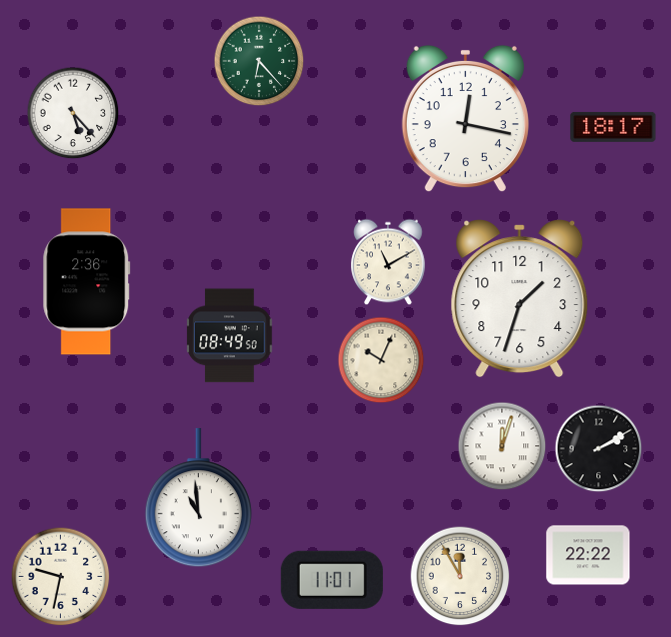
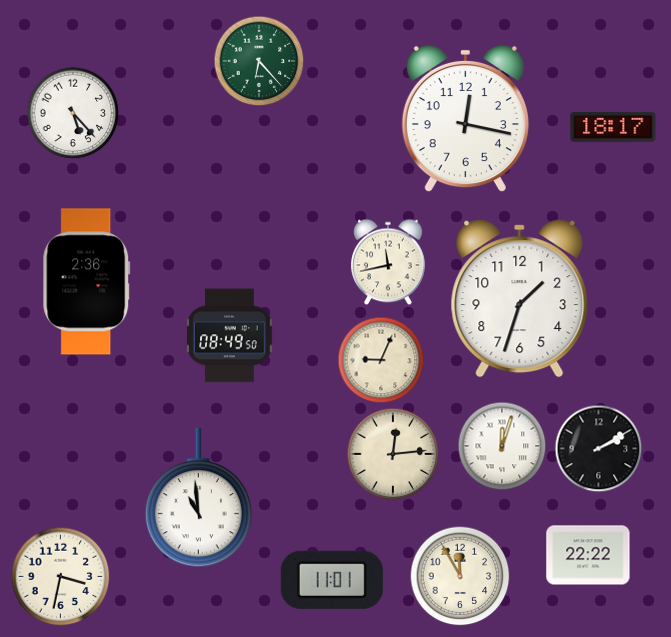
clock at (388, 262): 11:10 -> 11:43
clock at (381, 360): 10:04 -> 9:04
clock at (393, 454): none -> 12:14
clock at (61, 577): 9:32 -> 3:32
